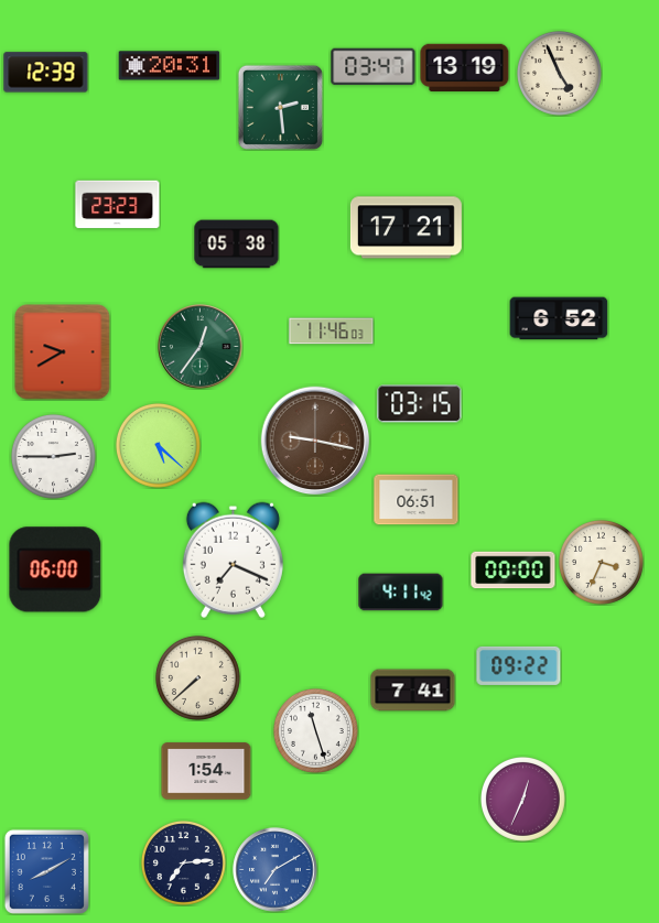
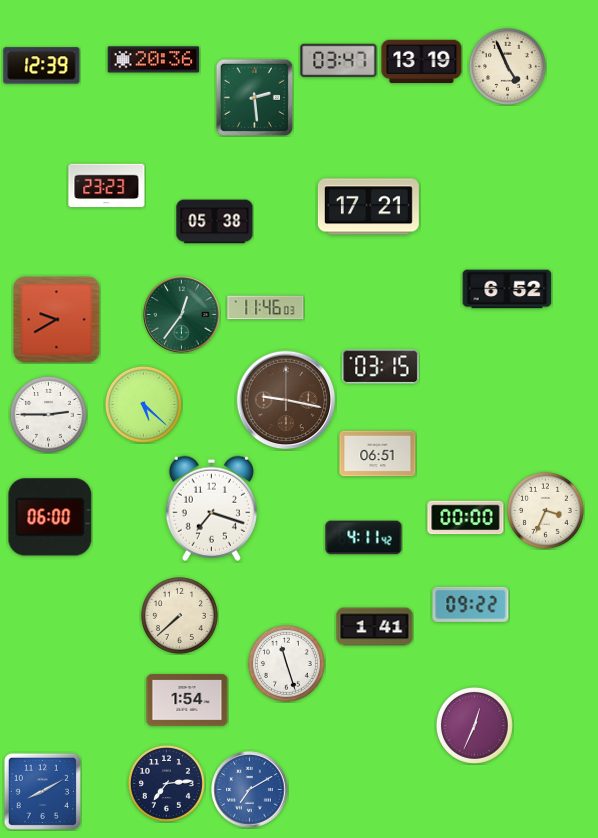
clock at (170, 66): 20:31 -> 20:36
clock at (332, 332) position: (332, 332) -> (266, 308)
clock at (233, 560): 7:19 -> 7:18
clock at (413, 691): 7:41 -> 1:41
